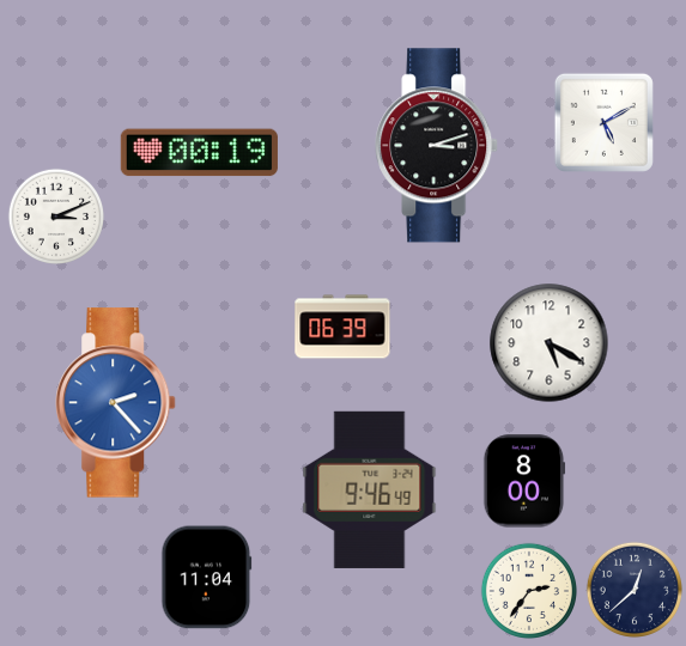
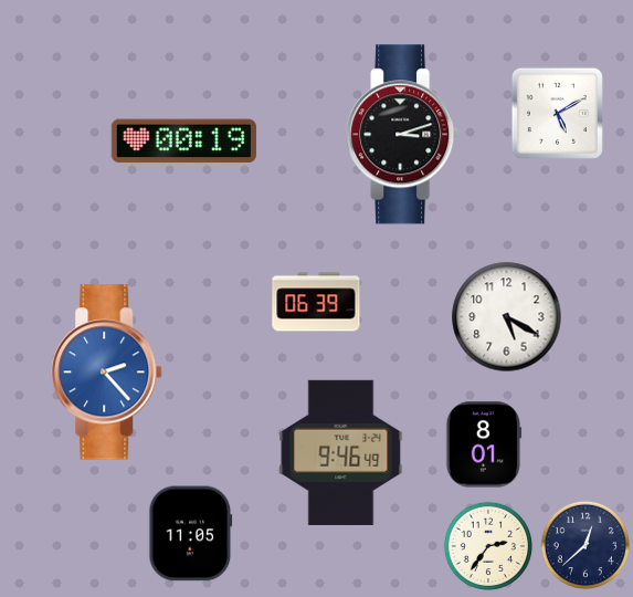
clock at (55, 215): 3:11 -> none
clock at (524, 481): 8:00 -> 8:01
clock at (207, 578): 11:04 -> 11:05
